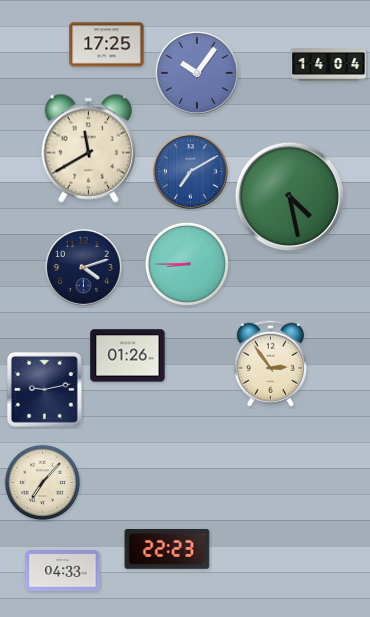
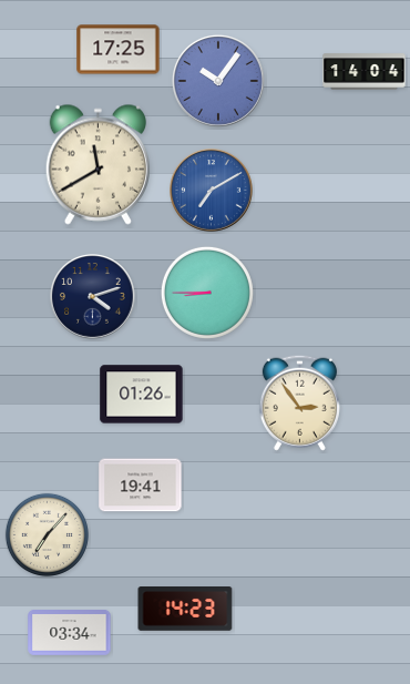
clock at (289, 196): 4:28 -> none
clock at (44, 389): 9:13 -> none
clock at (141, 486): none -> 19:41
clock at (167, 549): 22:23 -> 14:23
clock at (63, 571): 04:33 -> 03:34
